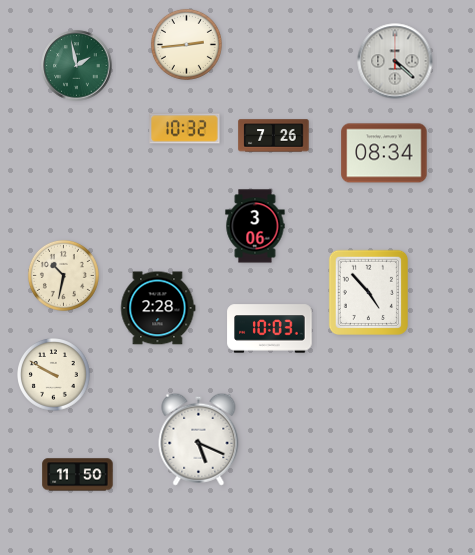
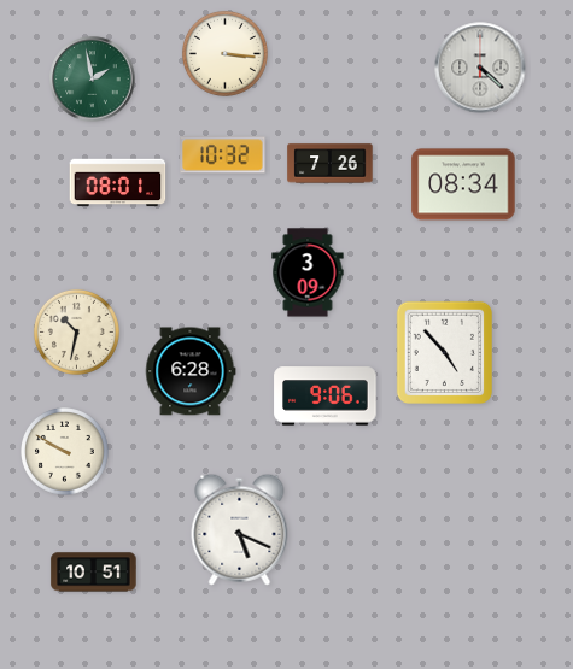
clock at (186, 44): 2:44 -> 3:16
clock at (395, 61) position: (395, 61) -> (480, 68)
clock at (118, 183): none -> 08:01
clock at (255, 226): 3:06 -> 3:09
clock at (158, 308): 2:28 -> 6:28
clock at (270, 329): 10:03 -> 9:06
clock at (78, 475): 11:50 -> 10:51
